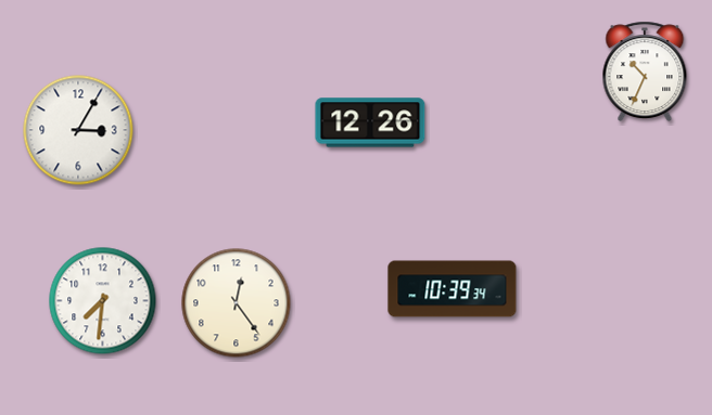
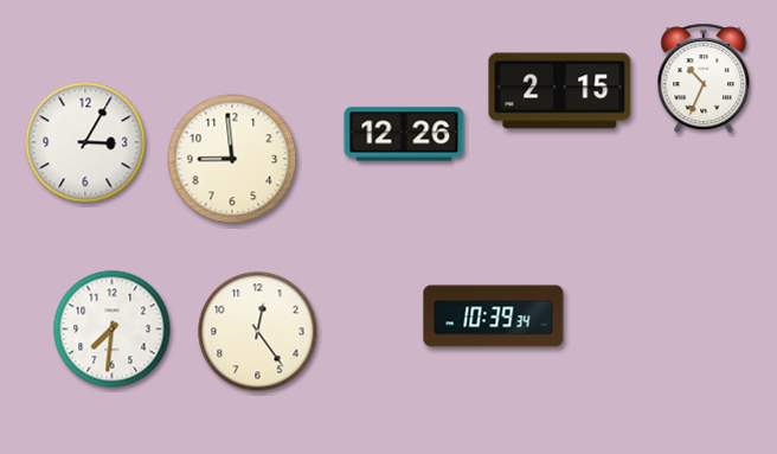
clock at (560, 91): none -> 2:15
clock at (232, 159): none -> 8:59
